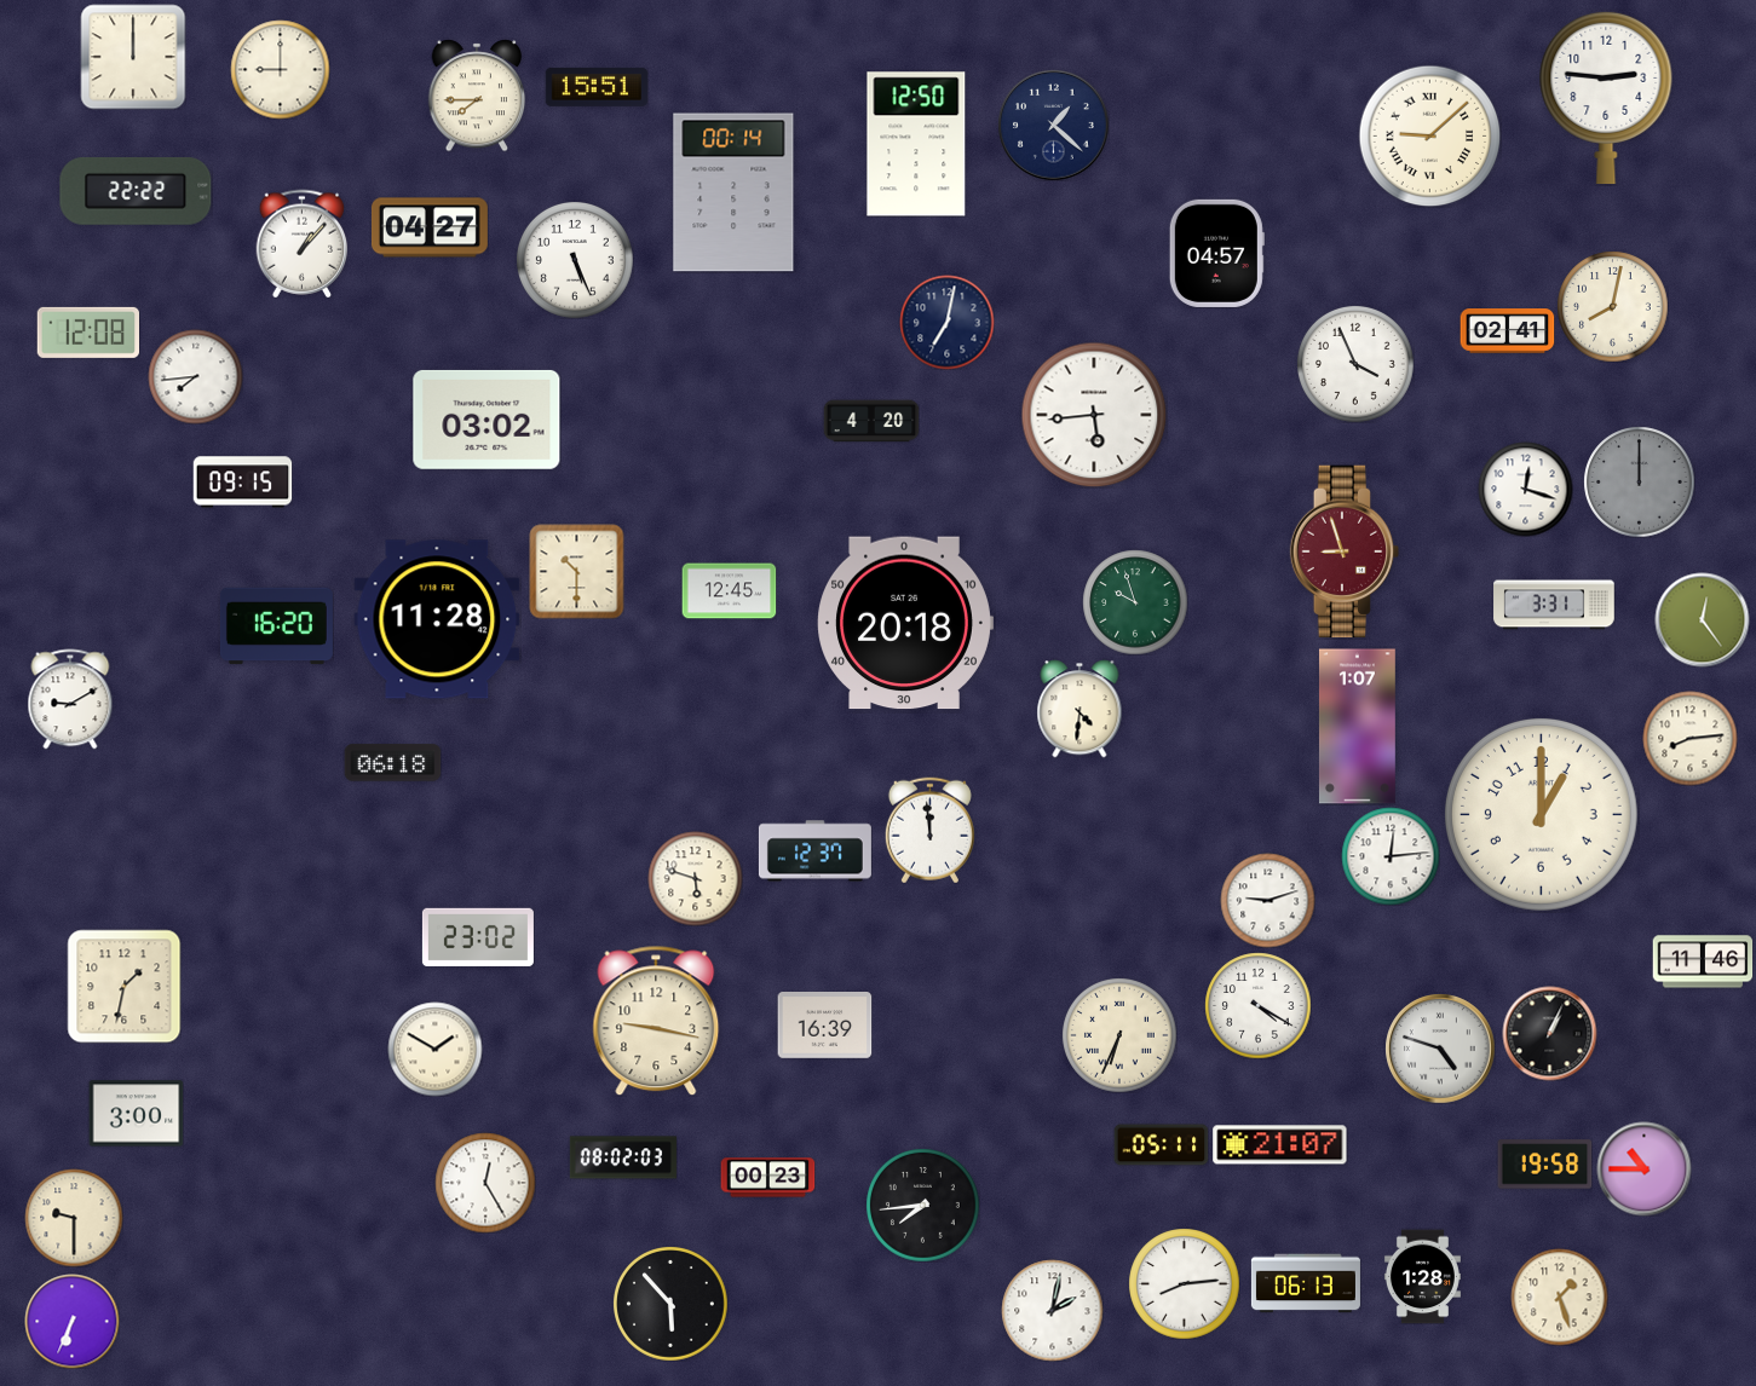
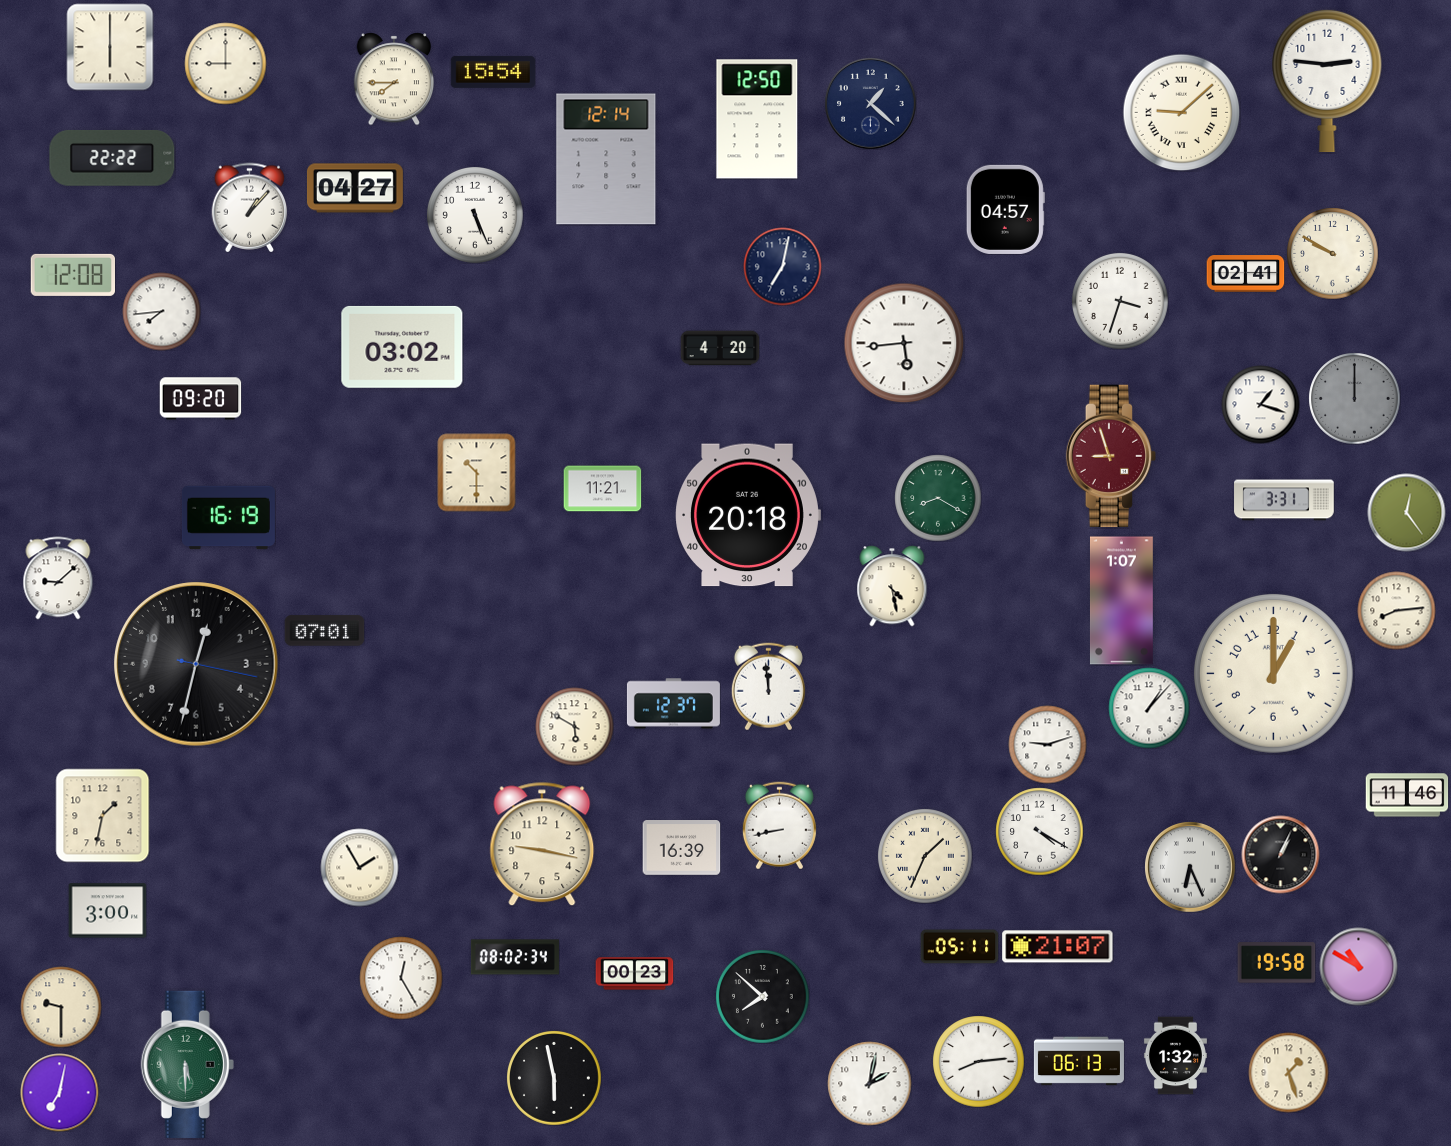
clock at (133, 57): 12:00 -> 6:00
clock at (280, 69) position: (280, 69) -> (225, 63)
clock at (597, 87): 15:51 -> 15:54
clock at (733, 192): 00:14 -> 12:14
clock at (303, 243) position: (303, 243) -> (250, 207)
clock at (1612, 306): 8:02 -> 9:50
clock at (1355, 364): 3:56 -> 3:33
clock at (242, 483): 09:15 -> 09:20
clock at (1525, 489): 12:18 -> 1:18
clock at (729, 591): 12:45 -> 11:21
clock at (1135, 602): 9:57 -> 8:20
clock at (437, 619): 11:28 -> none
clock at (276, 626): 16:20 -> 16:19
clock at (70, 699): 9:10 -> 9:08
clock at (1079, 709): 4:31 -> 4:28
clock at (392, 763): 06:18 -> 07:01
clock at (196, 664): none -> 12:32
clock at (1391, 856): 12:14 -> 1:07
clock at (695, 878): 5:48 -> 5:50
clock at (478, 937): 23:02 -> none
clock at (779, 825): none -> 8:43
clock at (1119, 1035): 6:34 -> 1:34
clock at (434, 1049): 1:50 -> 1:55
clock at (1440, 1049): 4:48 -> 6:26
clock at (136, 1114) position: (136, 1114) -> (107, 911)
clock at (623, 1157): 08:02:03 -> 08:02:34
clock at (1643, 1168): 10:45 -> 10:50
clock at (922, 1205): 7:44 -> 7:52
clock at (1422, 1276): 1:28 -> 1:32
clock at (187, 1064): none -> 5:30
clock at (670, 1304): 5:53 -> 5:58
clock at (71, 1321): 6:34 -> 7:02
